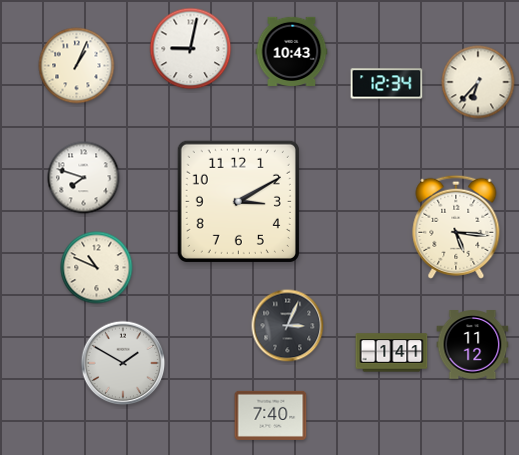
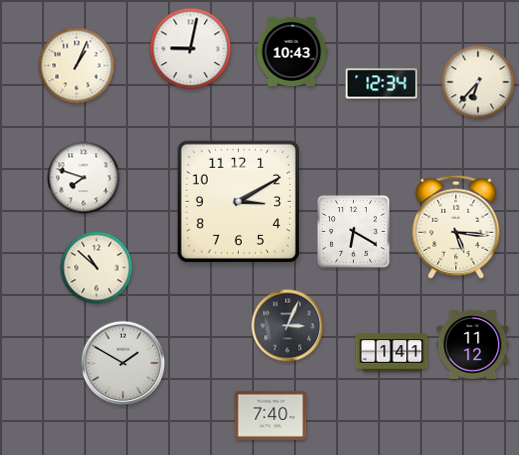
clock at (387, 84) position: (387, 84) -> (382, 84)
clock at (354, 232): none -> 6:20
clock at (97, 268): 10:49 -> 10:52
